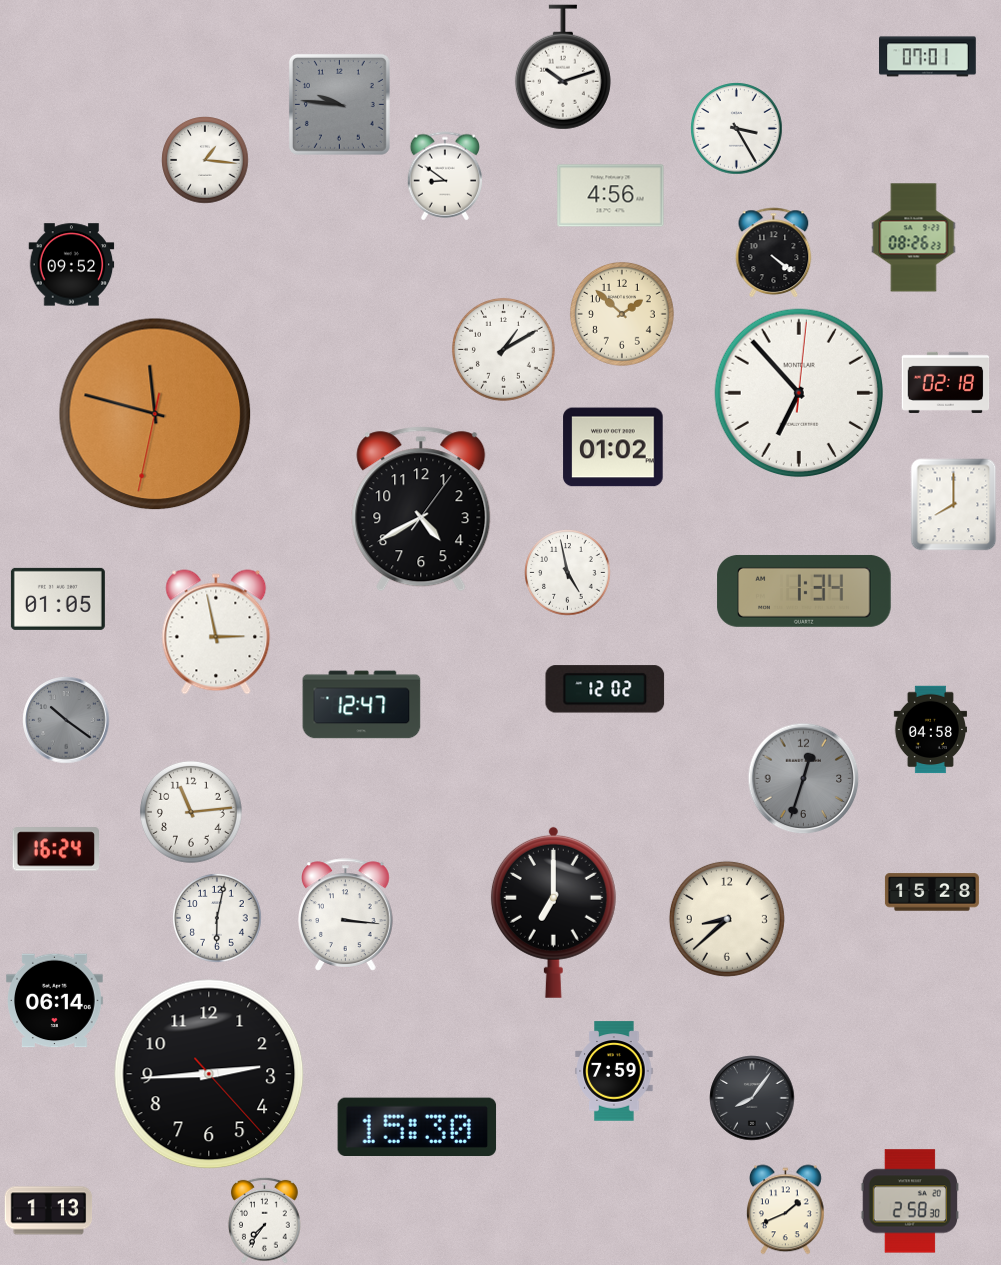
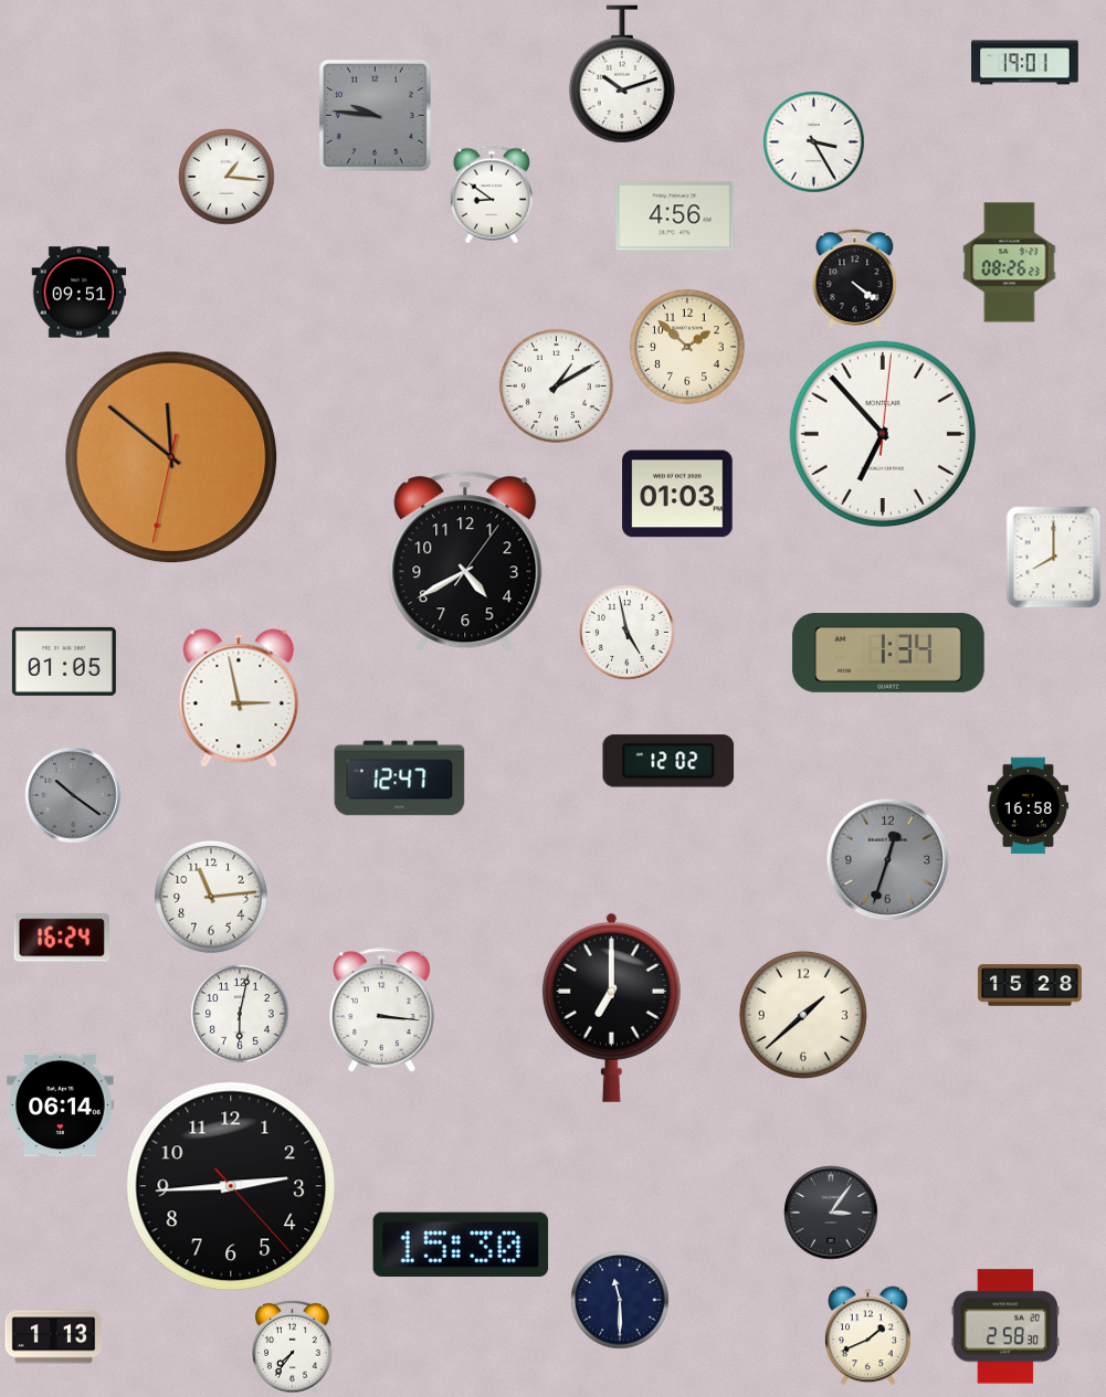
clock at (928, 57): 07:01 -> 19:01
clock at (72, 265): 09:52 -> 09:51
clock at (946, 382): 02:18 -> none
clock at (155, 414): 11:47 -> 11:51
clock at (613, 447): 01:02 -> 01:03
clock at (930, 730): 04:58 -> 16:58
clock at (727, 919): 8:38 -> 1:38
clock at (614, 1071): 7:59 -> none
clock at (752, 1098): 8:06 -> 3:06
clock at (620, 1300): none -> 11:30
